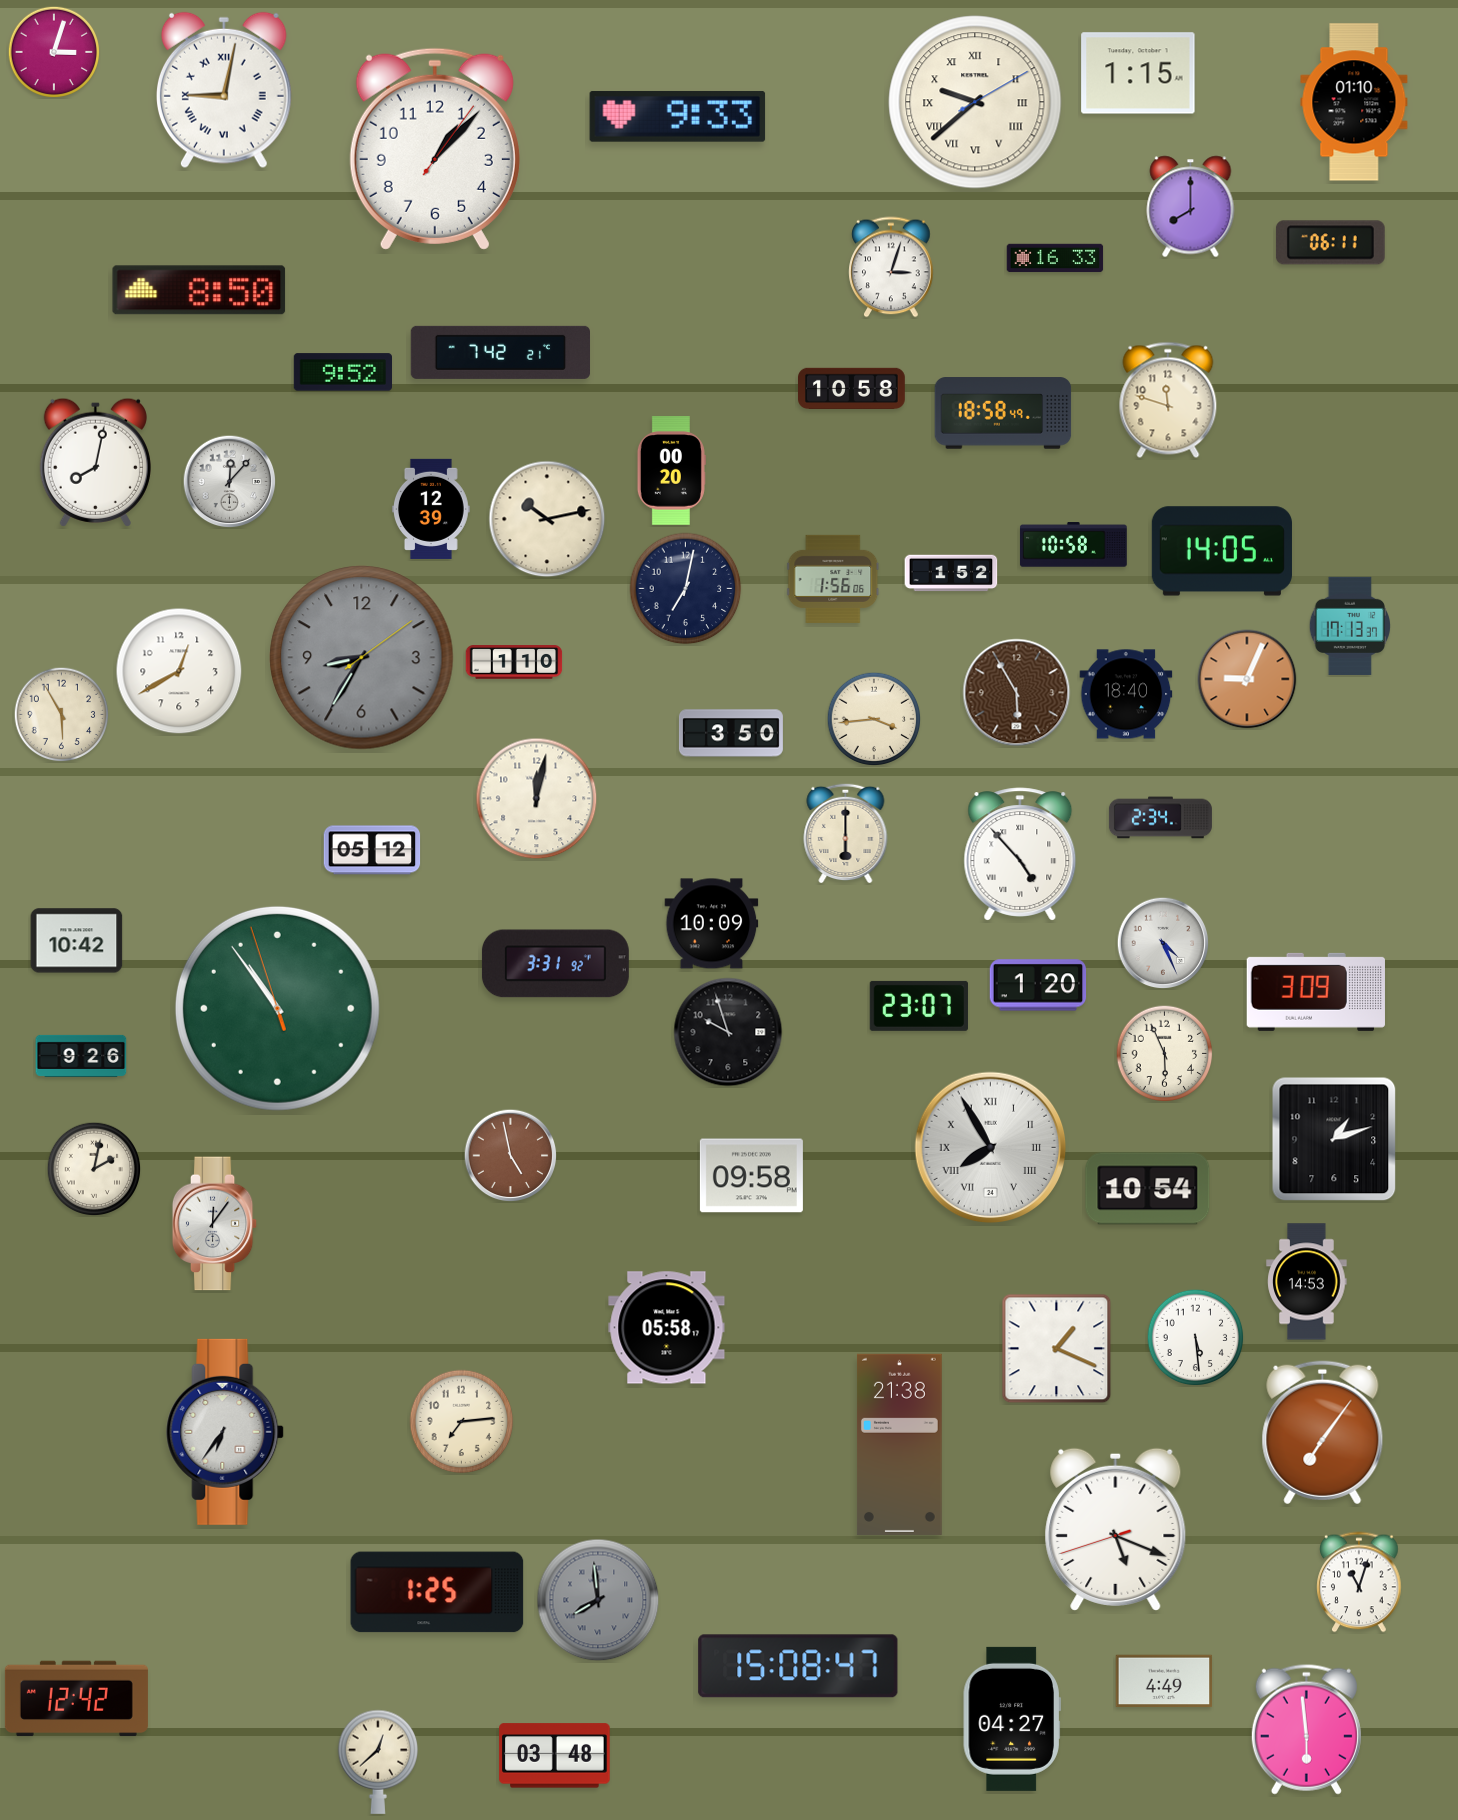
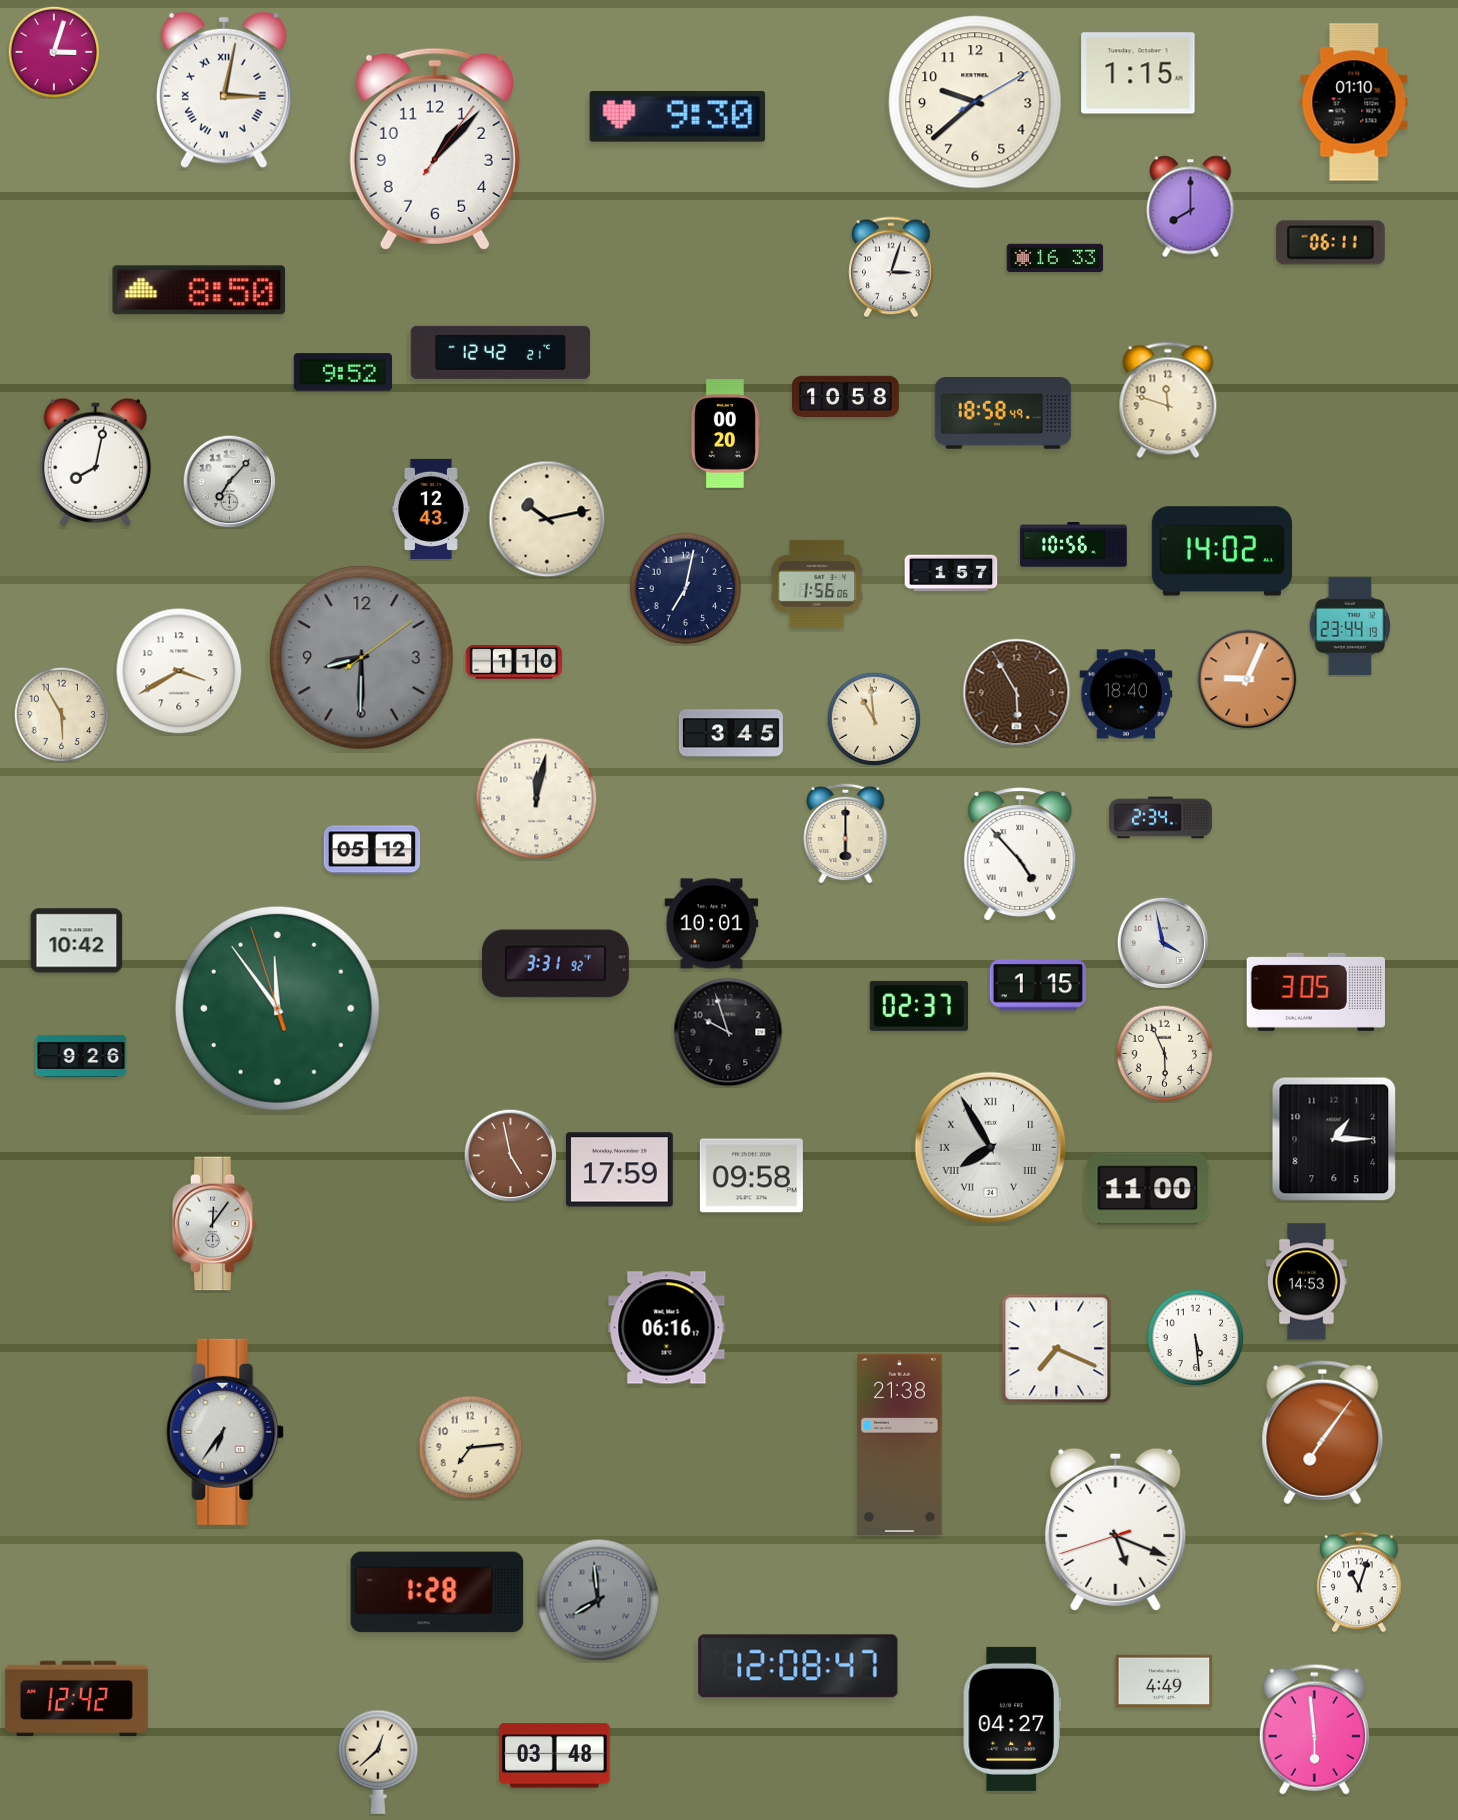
clock at (224, 90): 9:02 -> 3:02
clock at (975, 102) numerals: Roman -> Arabic
clock at (678, 116): 9:33 -> 9:30
clock at (500, 352): 7:42 -> 12:42
clock at (852, 388) position: (852, 388) -> (846, 396)
clock at (671, 471) position: (671, 471) -> (725, 434)
clock at (229, 481): 12:07 -> 7:07
clock at (431, 509): 12:39 -> 12:43
clock at (1073, 545): 10:58 -> 10:56
clock at (1222, 551): 14:05 -> 14:02
clock at (951, 573): 1:52 -> 1:57
clock at (833, 579) position: (833, 579) -> (817, 584)
clock at (1349, 625): 17:13 -> 23:44
clock at (362, 658): 8:35 -> 8:30
clock at (179, 671): 12:40 -> 3:40
clock at (874, 719): 3:44 -> 10:59
clock at (731, 733): 3:50 -> 3:45
clock at (712, 924): 10:09 -> 10:01
clock at (1163, 943): 4:26 -> 3:58
clock at (1038, 985): 1:20 -> 1:15
clock at (1316, 992): 3:09 -> 3:05
clock at (919, 1006): 23:07 -> 02:37
clock at (277, 1008): 10:53 -> 11:53
clock at (1334, 1139): 1:12 -> 1:15
clock at (94, 1169): 2:02 -> none
clock at (619, 1170): none -> 17:59
clock at (1148, 1189): 10:54 -> 11:00
clock at (667, 1328): 05:58 -> 06:16
clock at (1057, 1349): 1:19 -> 7:19
clock at (462, 1422) position: (462, 1422) -> (471, 1448)
clock at (437, 1592): 1:25 -> 1:28
clock at (798, 1666): 15:08 -> 12:08
clock at (1306, 1729) position: (1306, 1729) -> (1314, 1729)
